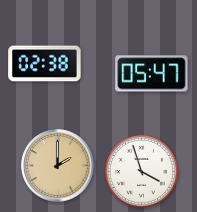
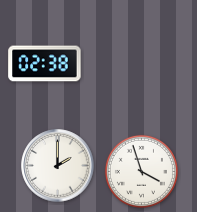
clock at (152, 74): 05:47 -> none
clock at (58, 166) dial: champagne -> white
